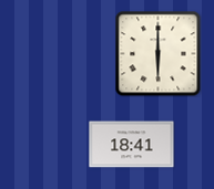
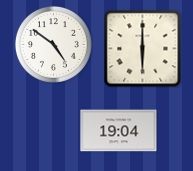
clock at (53, 44): none -> 4:51
clock at (132, 145): 18:41 -> 19:04
